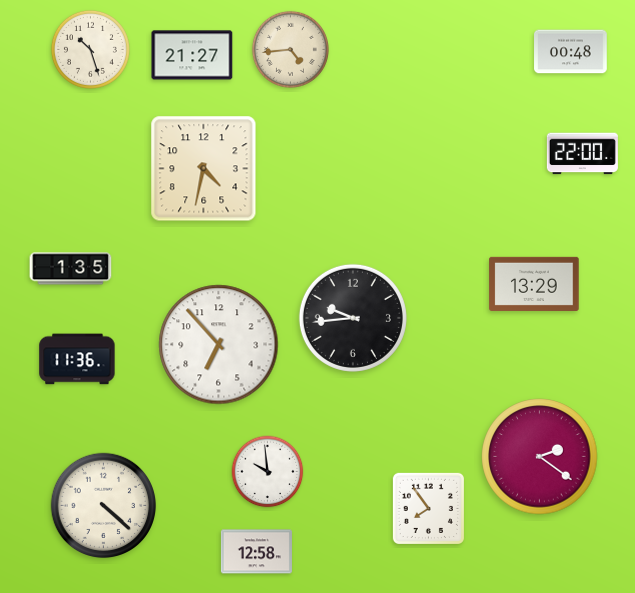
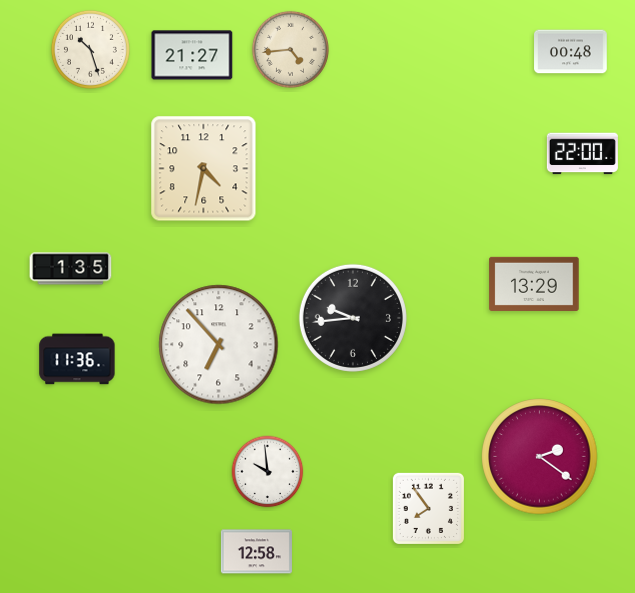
clock at (104, 506): 4:22 -> none
